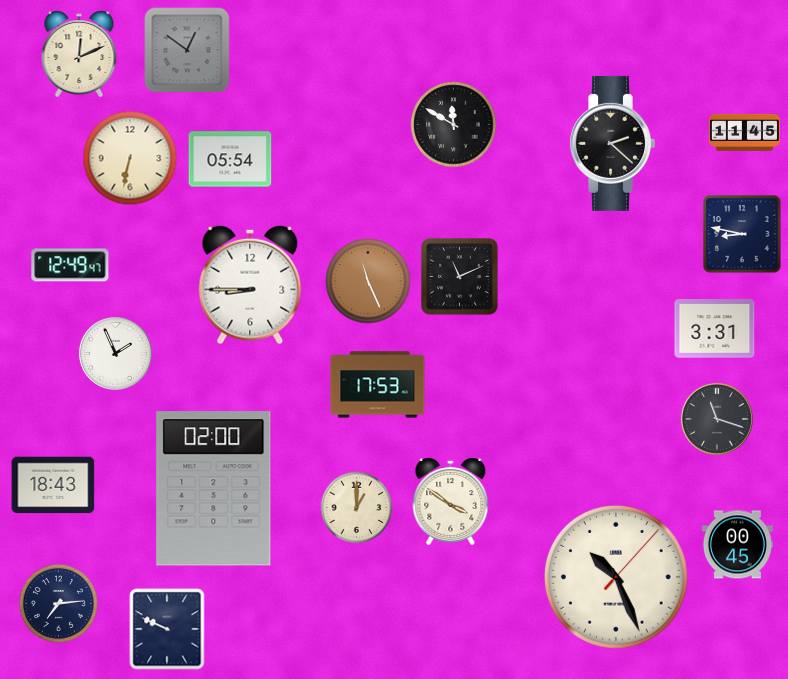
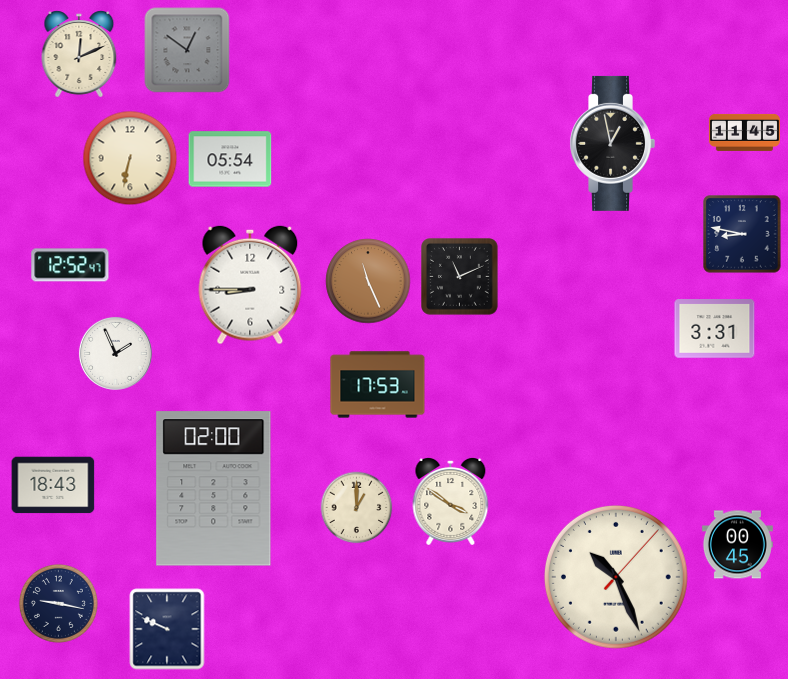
clock at (454, 125): 11:50 -> none
clock at (612, 143): 2:22 -> 12:58
clock at (70, 265): 12:49 -> 12:52
clock at (717, 419): 11:18 -> none
clock at (58, 603): 7:14 -> 9:17
